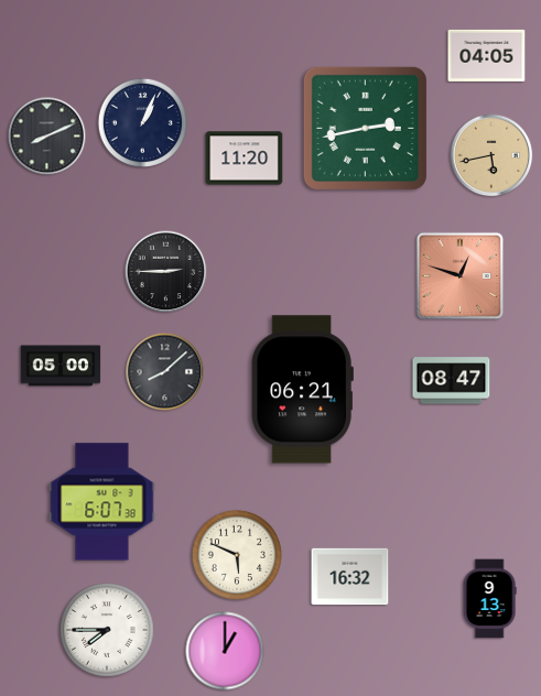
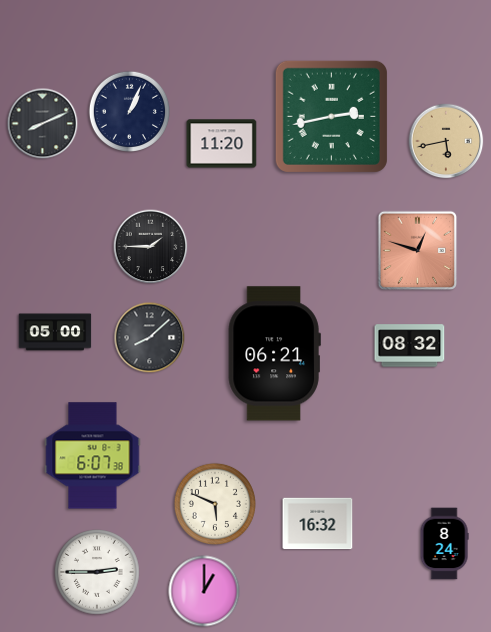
clock at (487, 55): 04:05 -> none
clock at (166, 272): 2:45 -> 1:45
clock at (452, 381): 08:47 -> 08:32
clock at (489, 599): 9:13 -> 8:24
clock at (108, 631): 7:45 -> 2:45
